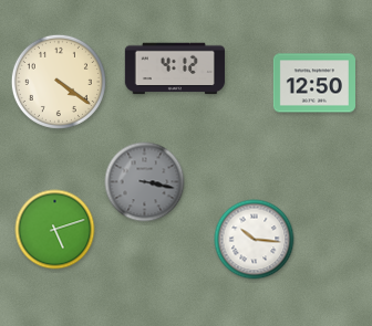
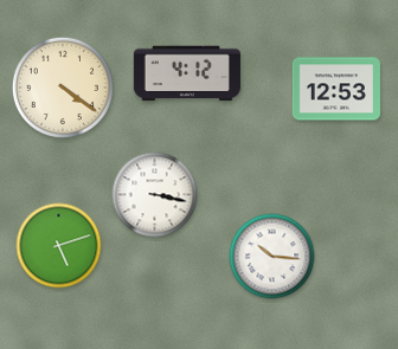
clock at (314, 83): 12:50 -> 12:53
clock at (145, 182) dial: grey -> white
